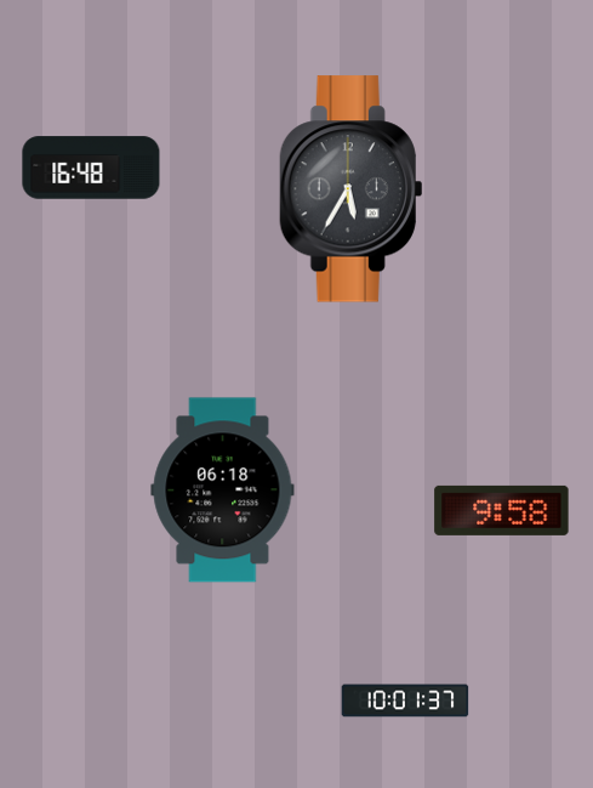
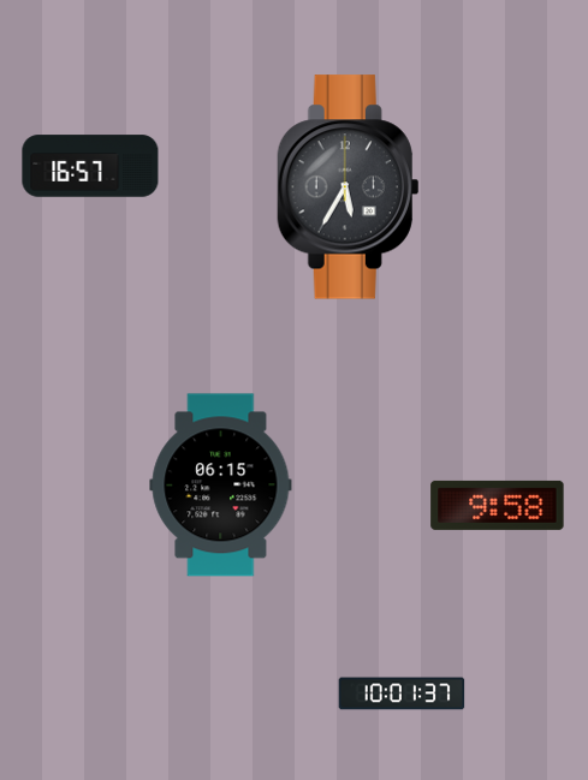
clock at (91, 168): 16:48 -> 16:57
clock at (223, 491): 06:18 -> 06:15
